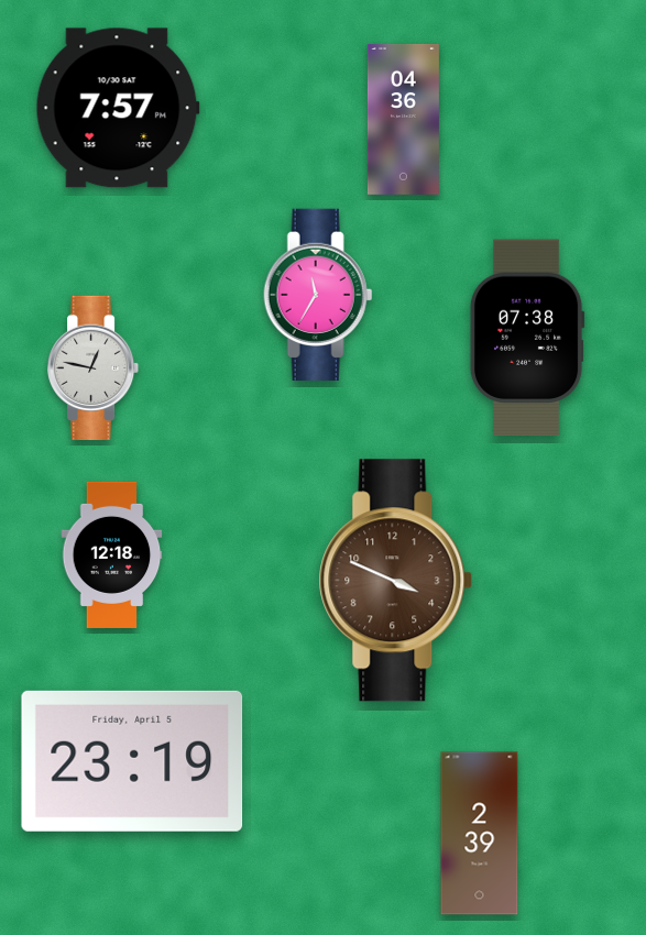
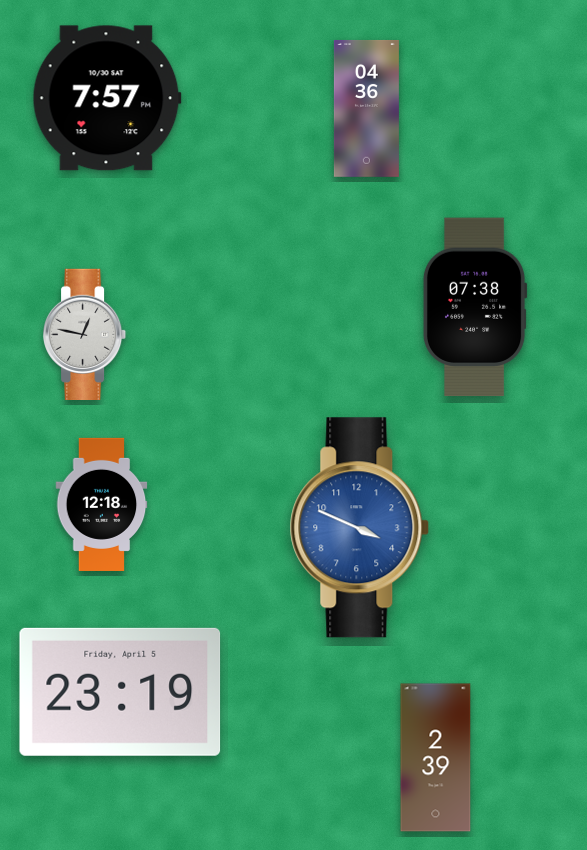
clock at (318, 295): 11:35 -> none
clock at (527, 338) position: (527, 338) -> (475, 307)
clock at (396, 581) dial: brown -> blue
